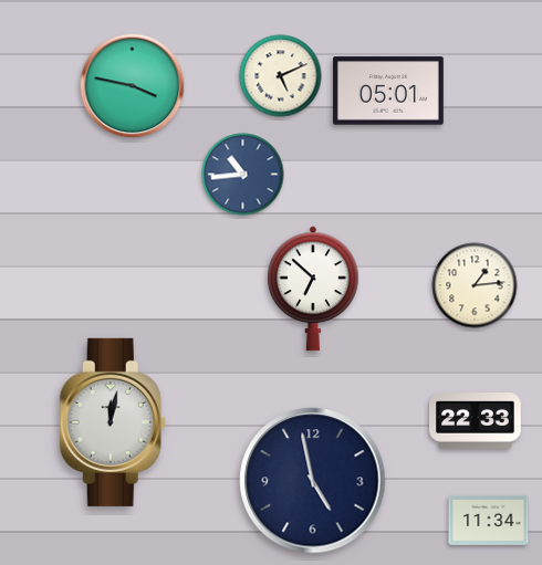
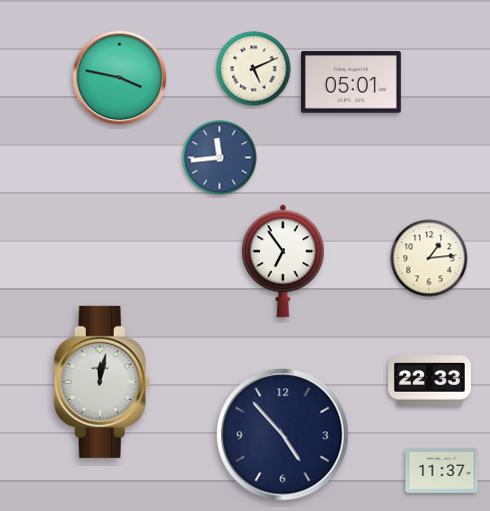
clock at (243, 175): 10:44 -> 11:44
clock at (313, 289): 6:52 -> 6:54
clock at (313, 481): 4:58 -> 4:53
clock at (489, 520): 11:34 -> 11:37
